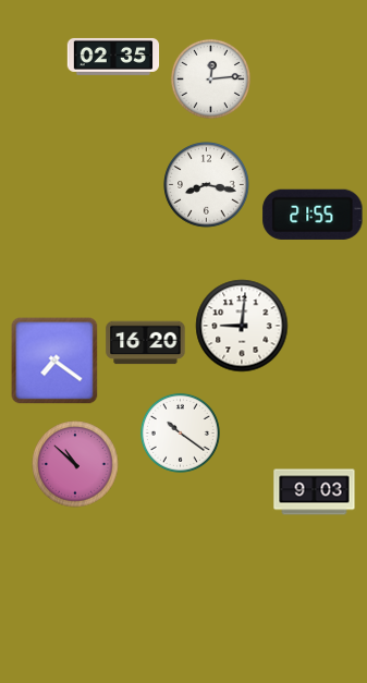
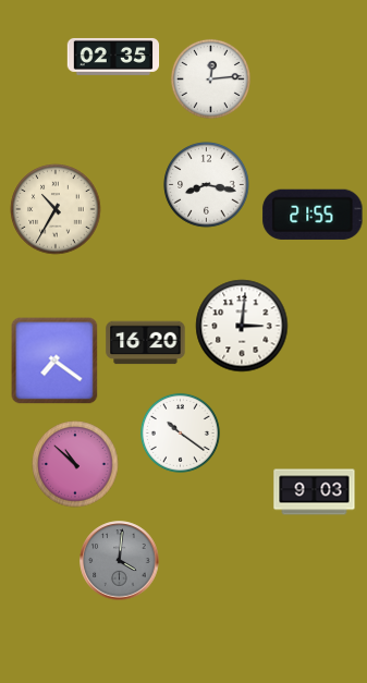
clock at (56, 209): none -> 10:35
clock at (242, 326): 9:01 -> 3:01
clock at (120, 561): none -> 4:01
